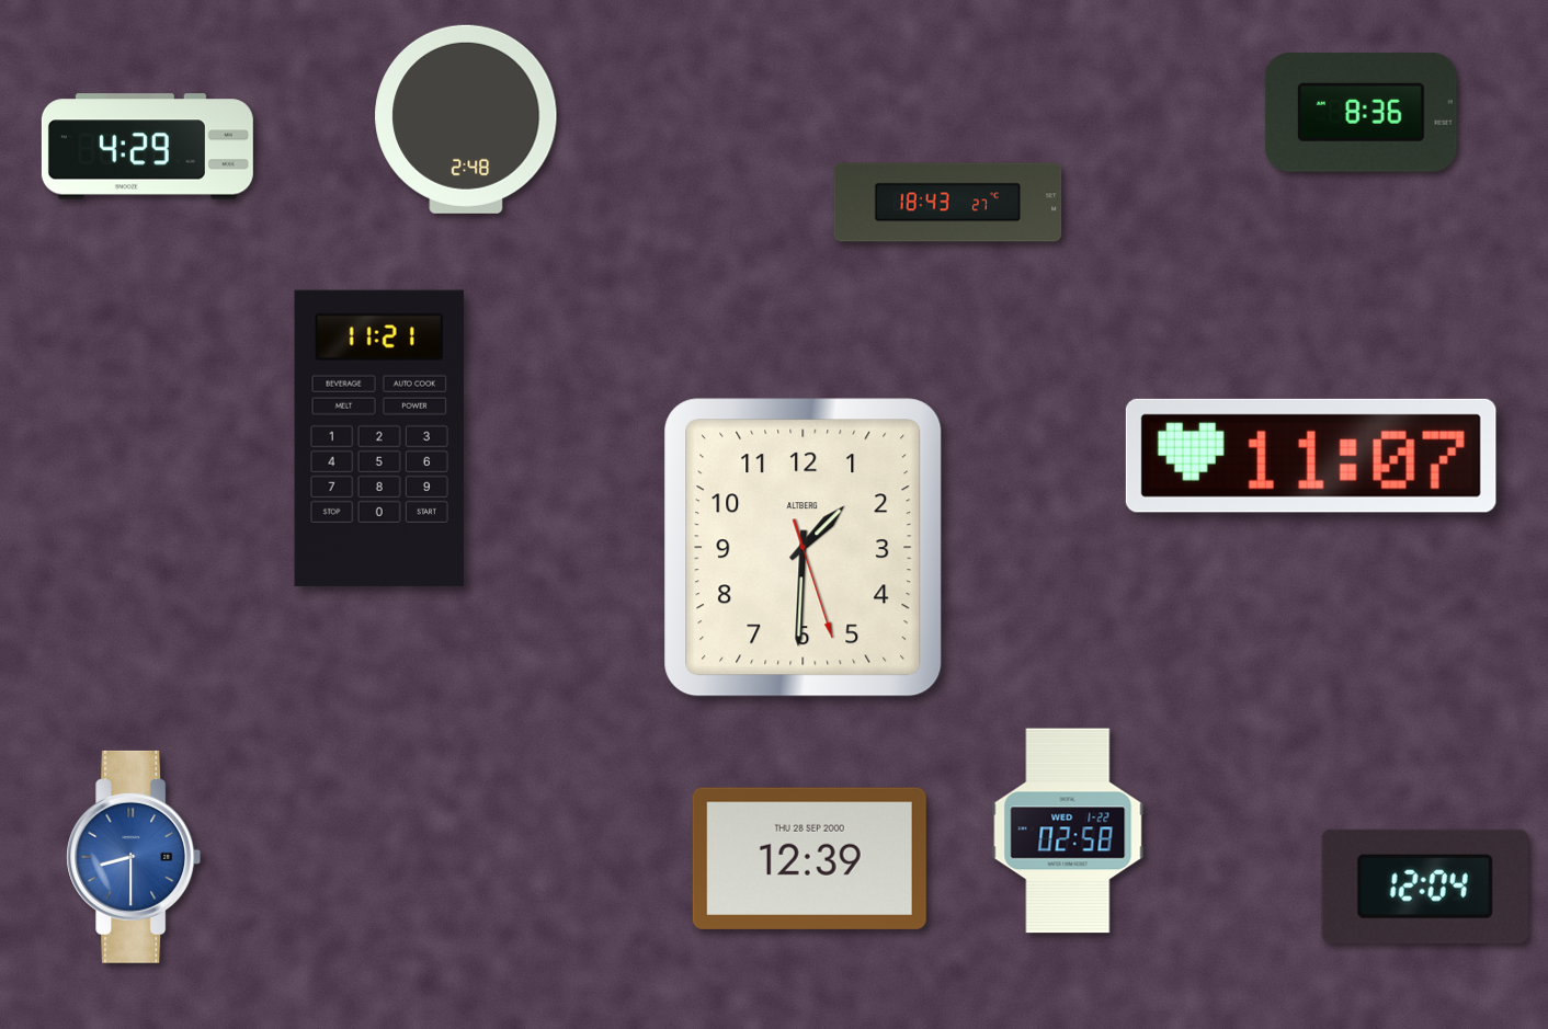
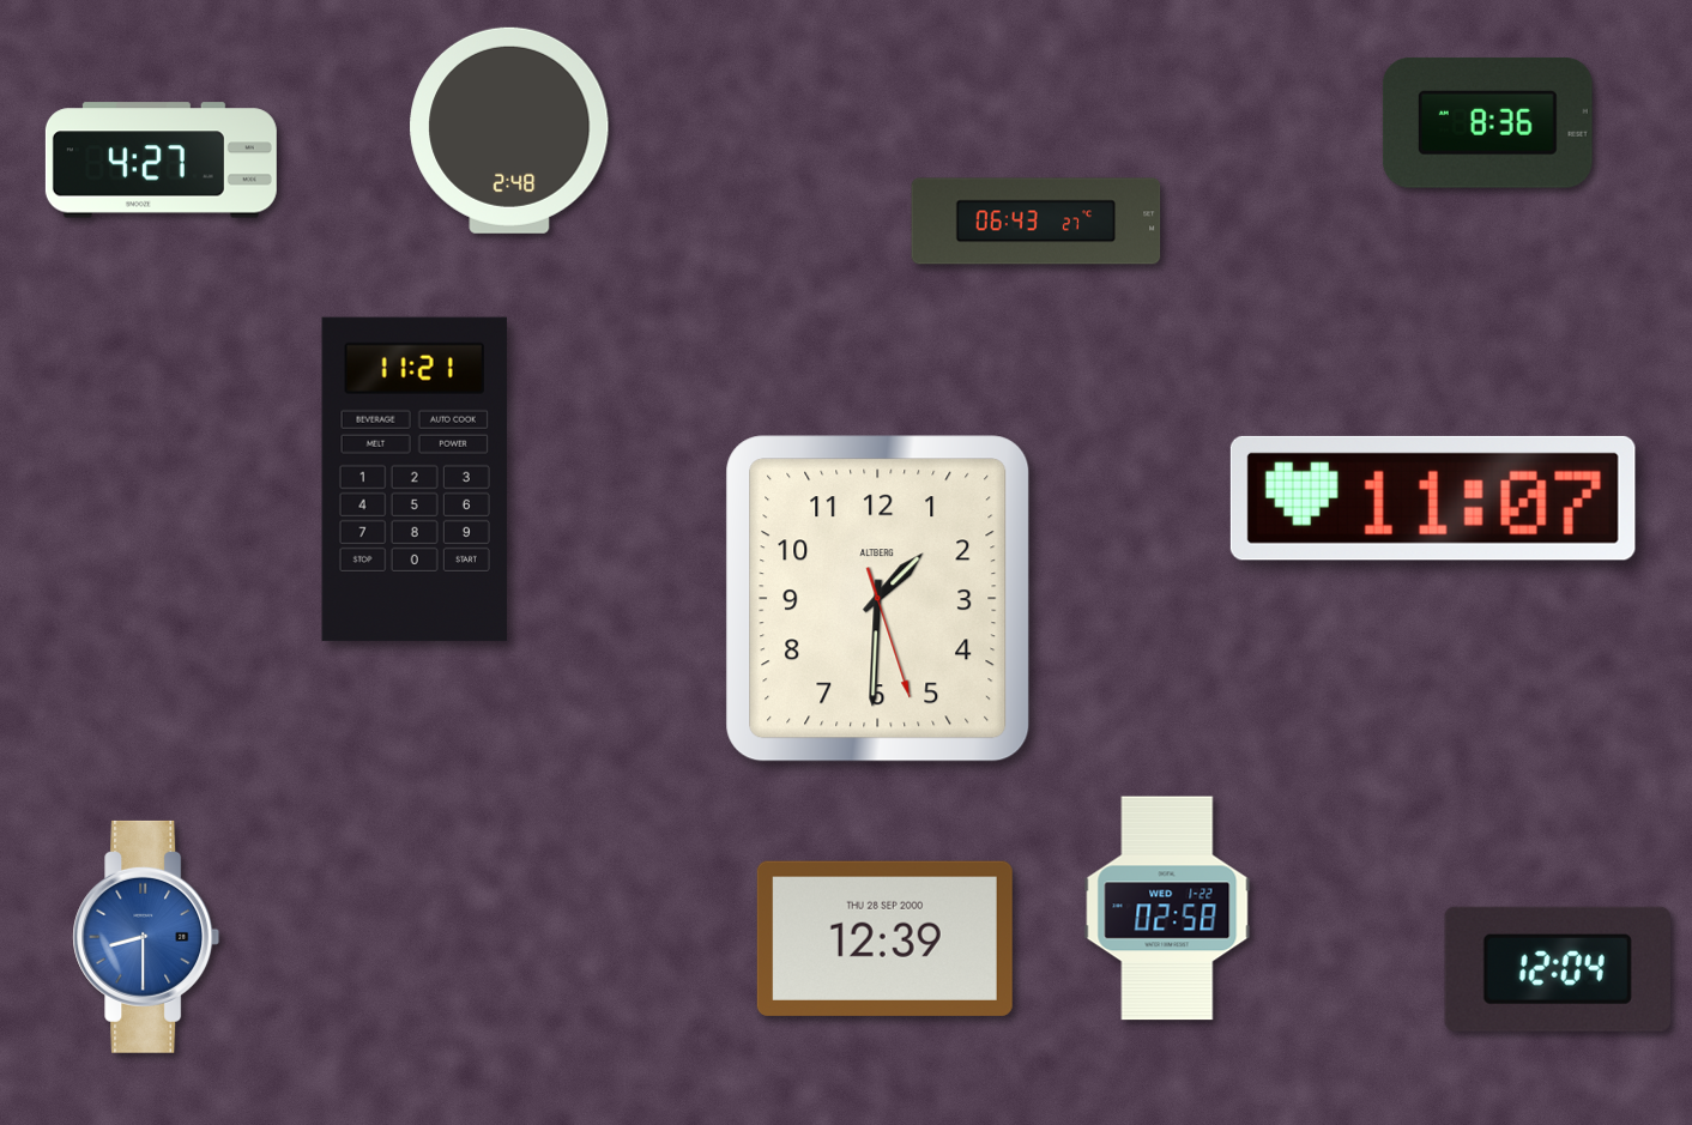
clock at (147, 147): 4:29 -> 4:27
clock at (948, 203): 18:43 -> 06:43
